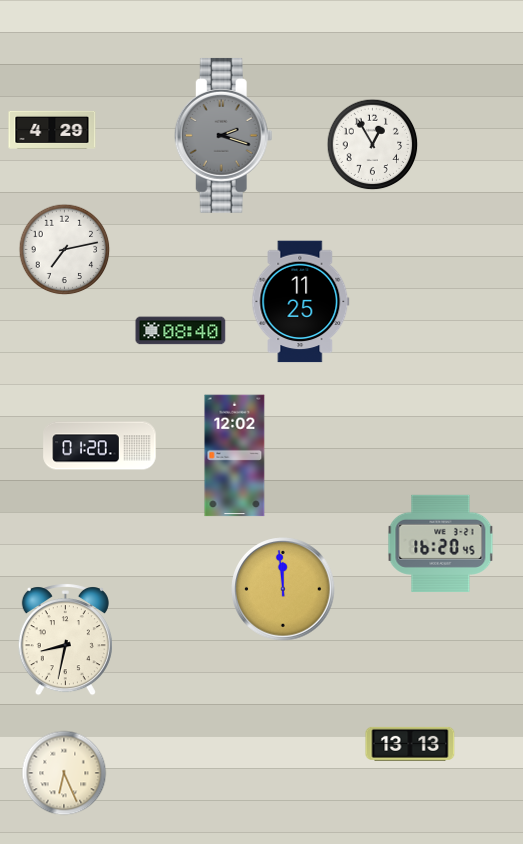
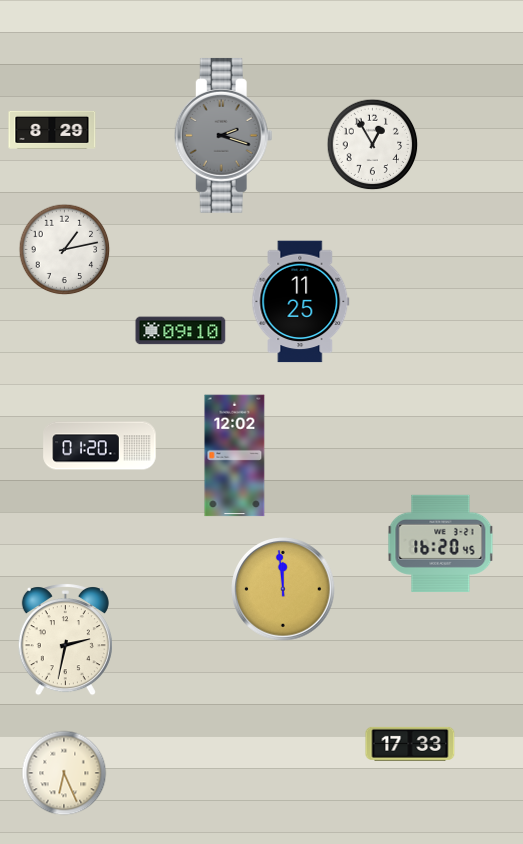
clock at (52, 130): 4:29 -> 8:29
clock at (65, 250): 7:13 -> 1:13
clock at (181, 331): 08:40 -> 09:10
clock at (65, 640): 8:32 -> 2:32
clock at (410, 744): 13:13 -> 17:33
